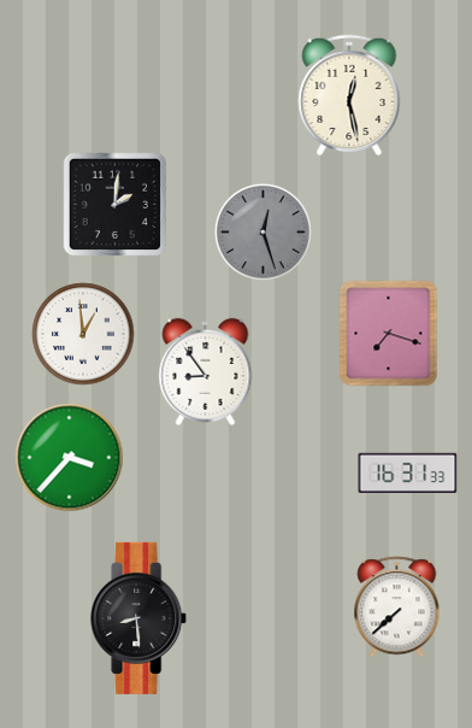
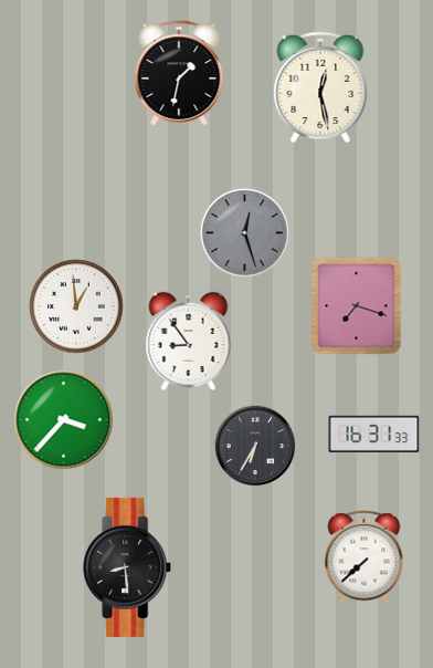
clock at (179, 73): none -> 1:32
clock at (116, 205): 2:01 -> none
clock at (262, 231) position: (262, 231) -> (244, 232)
clock at (255, 446): none -> 6:35
